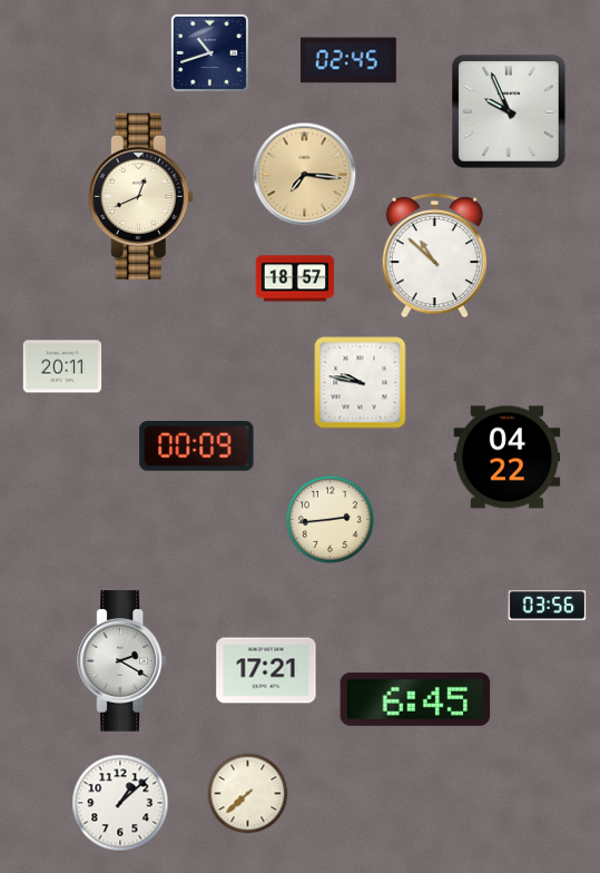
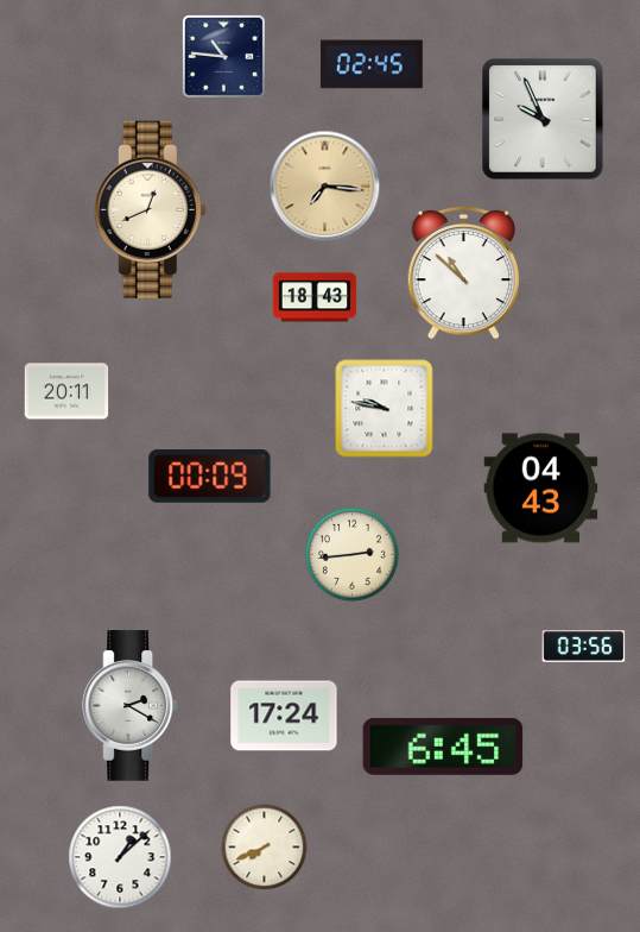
clock at (209, 52): 10:42 -> 10:46
clock at (295, 278): 18:57 -> 18:43
clock at (508, 458): 04:22 -> 04:43
clock at (266, 670): 17:21 -> 17:24
clock at (248, 794): 7:38 -> 7:41
clock at (120, 803) position: (120, 803) -> (120, 857)
